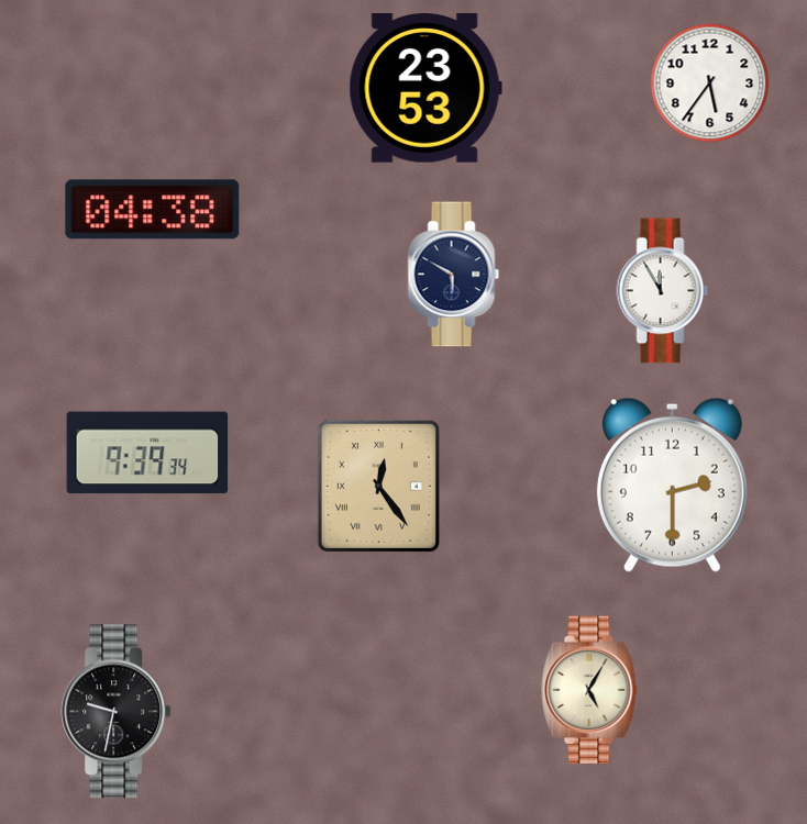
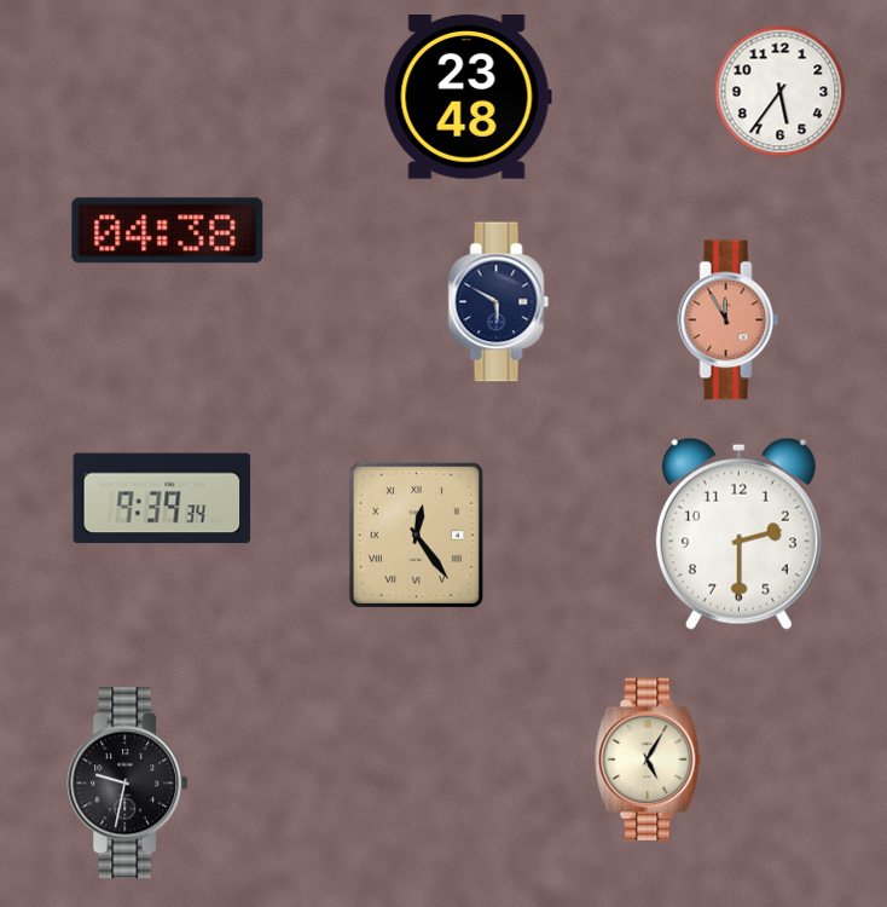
clock at (425, 89): 23:53 -> 23:48
clock at (663, 291) dial: white -> salmon
